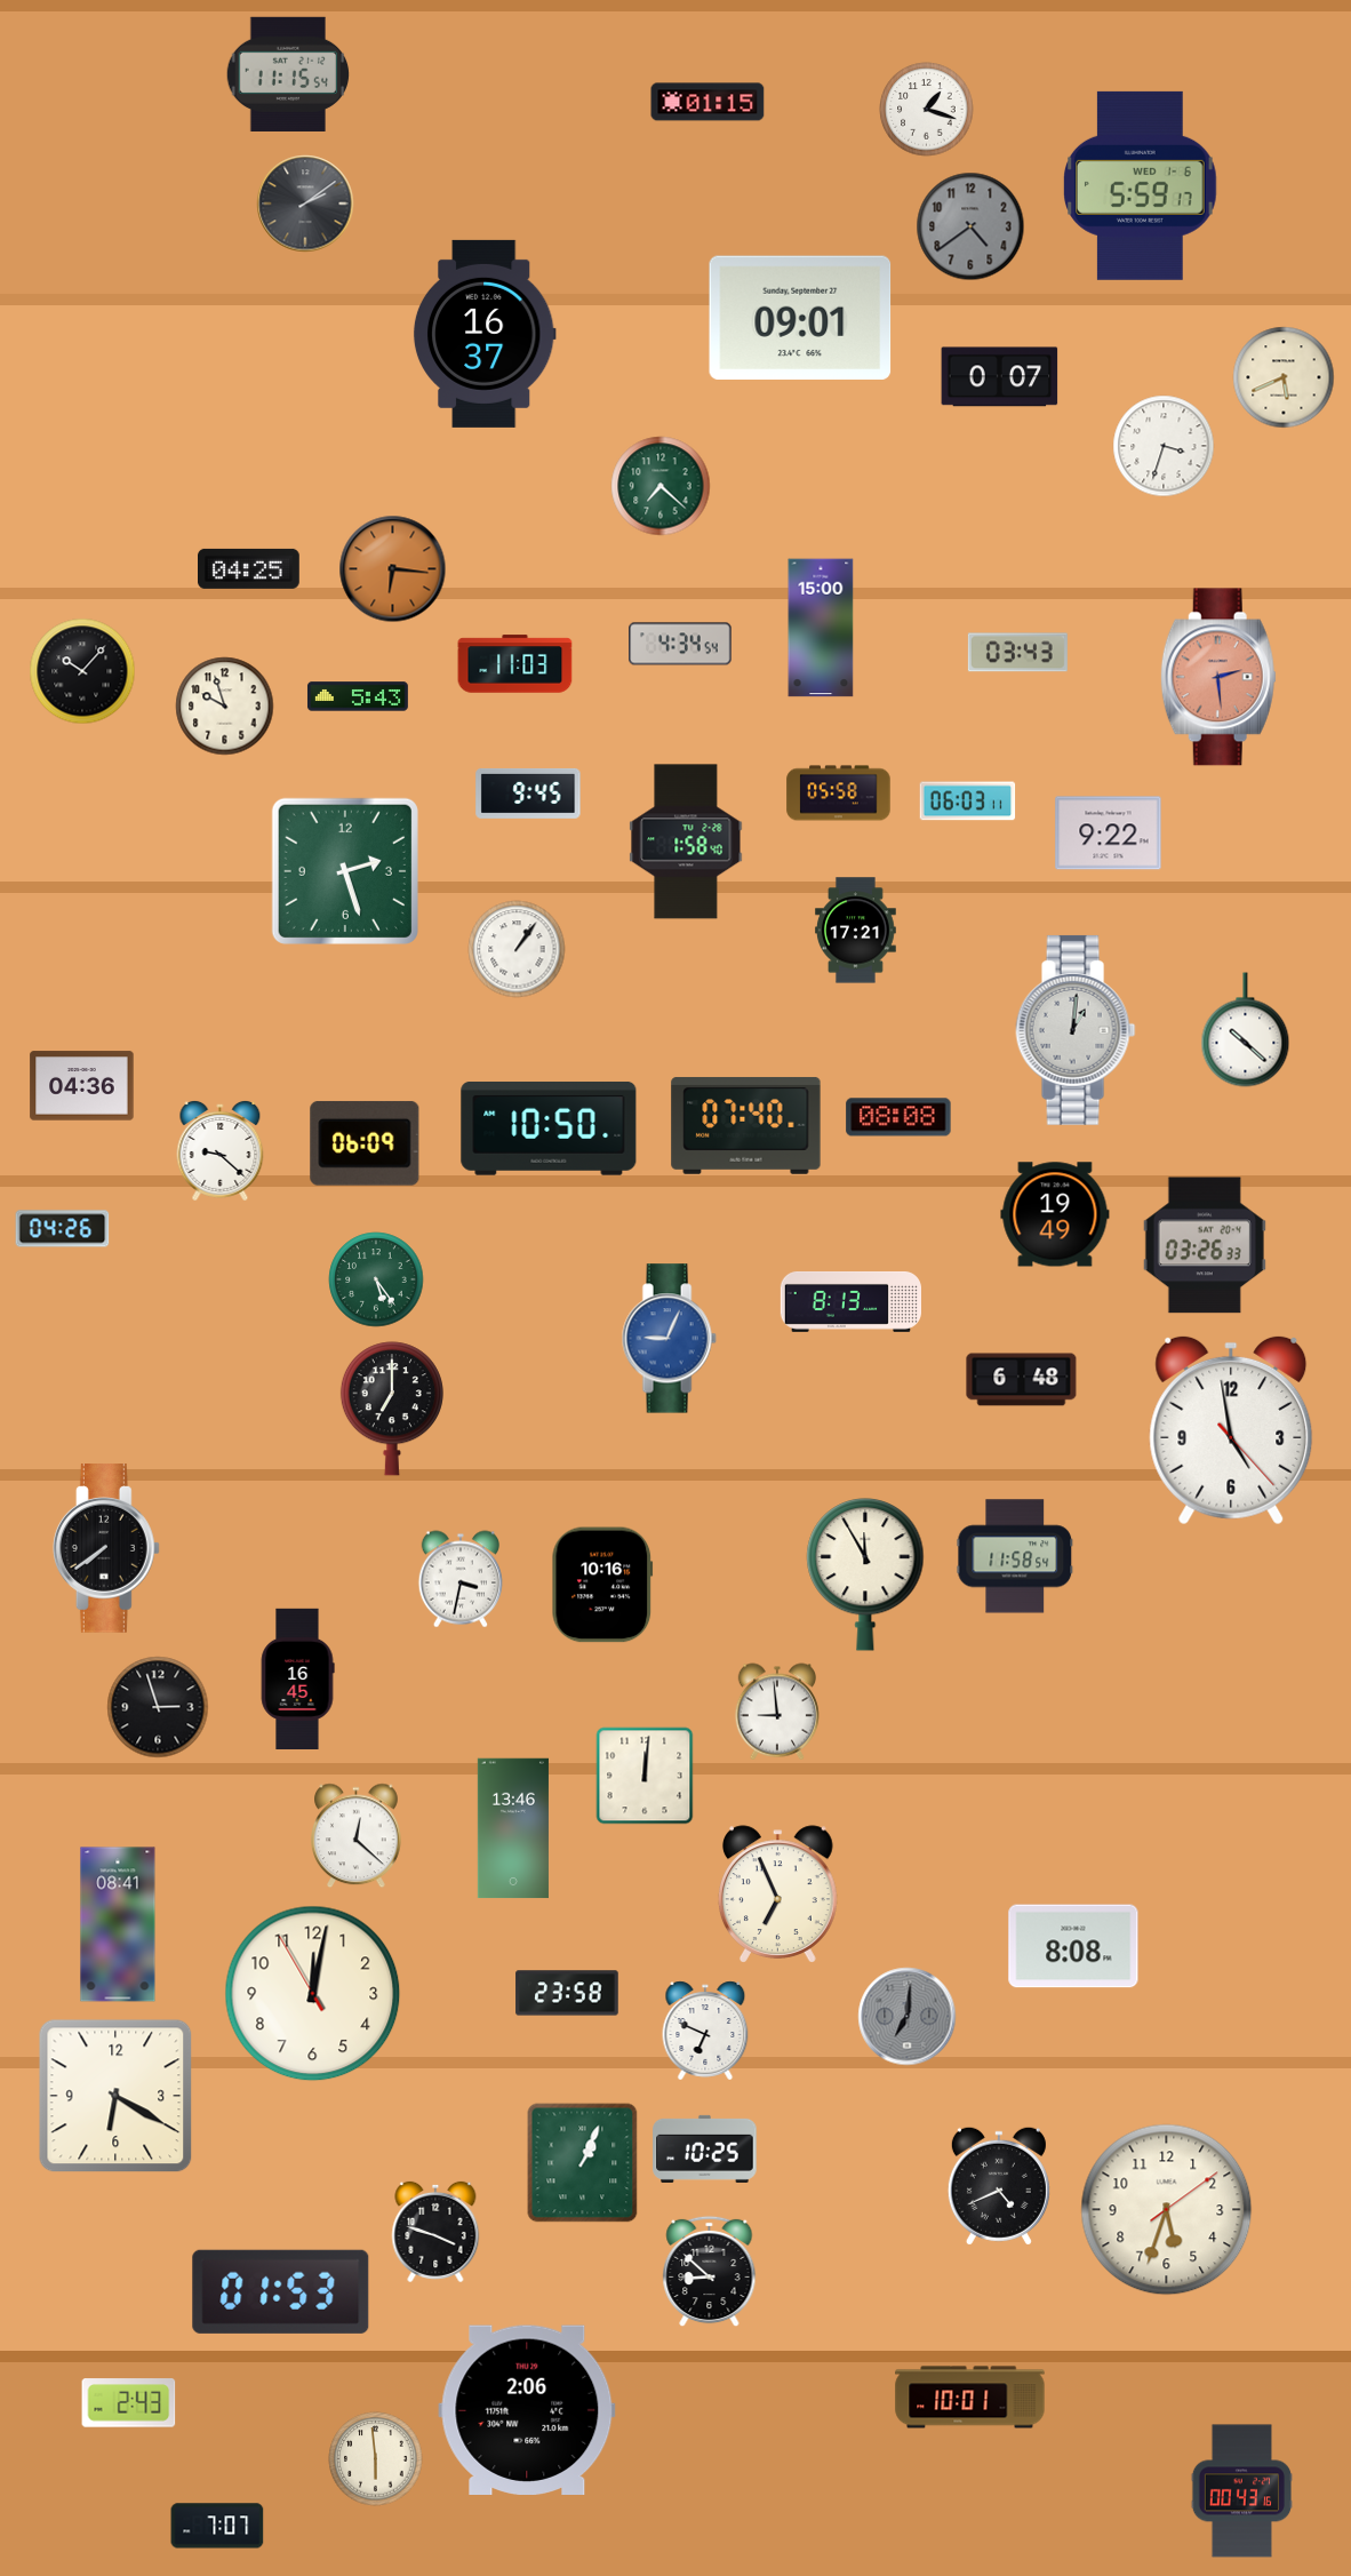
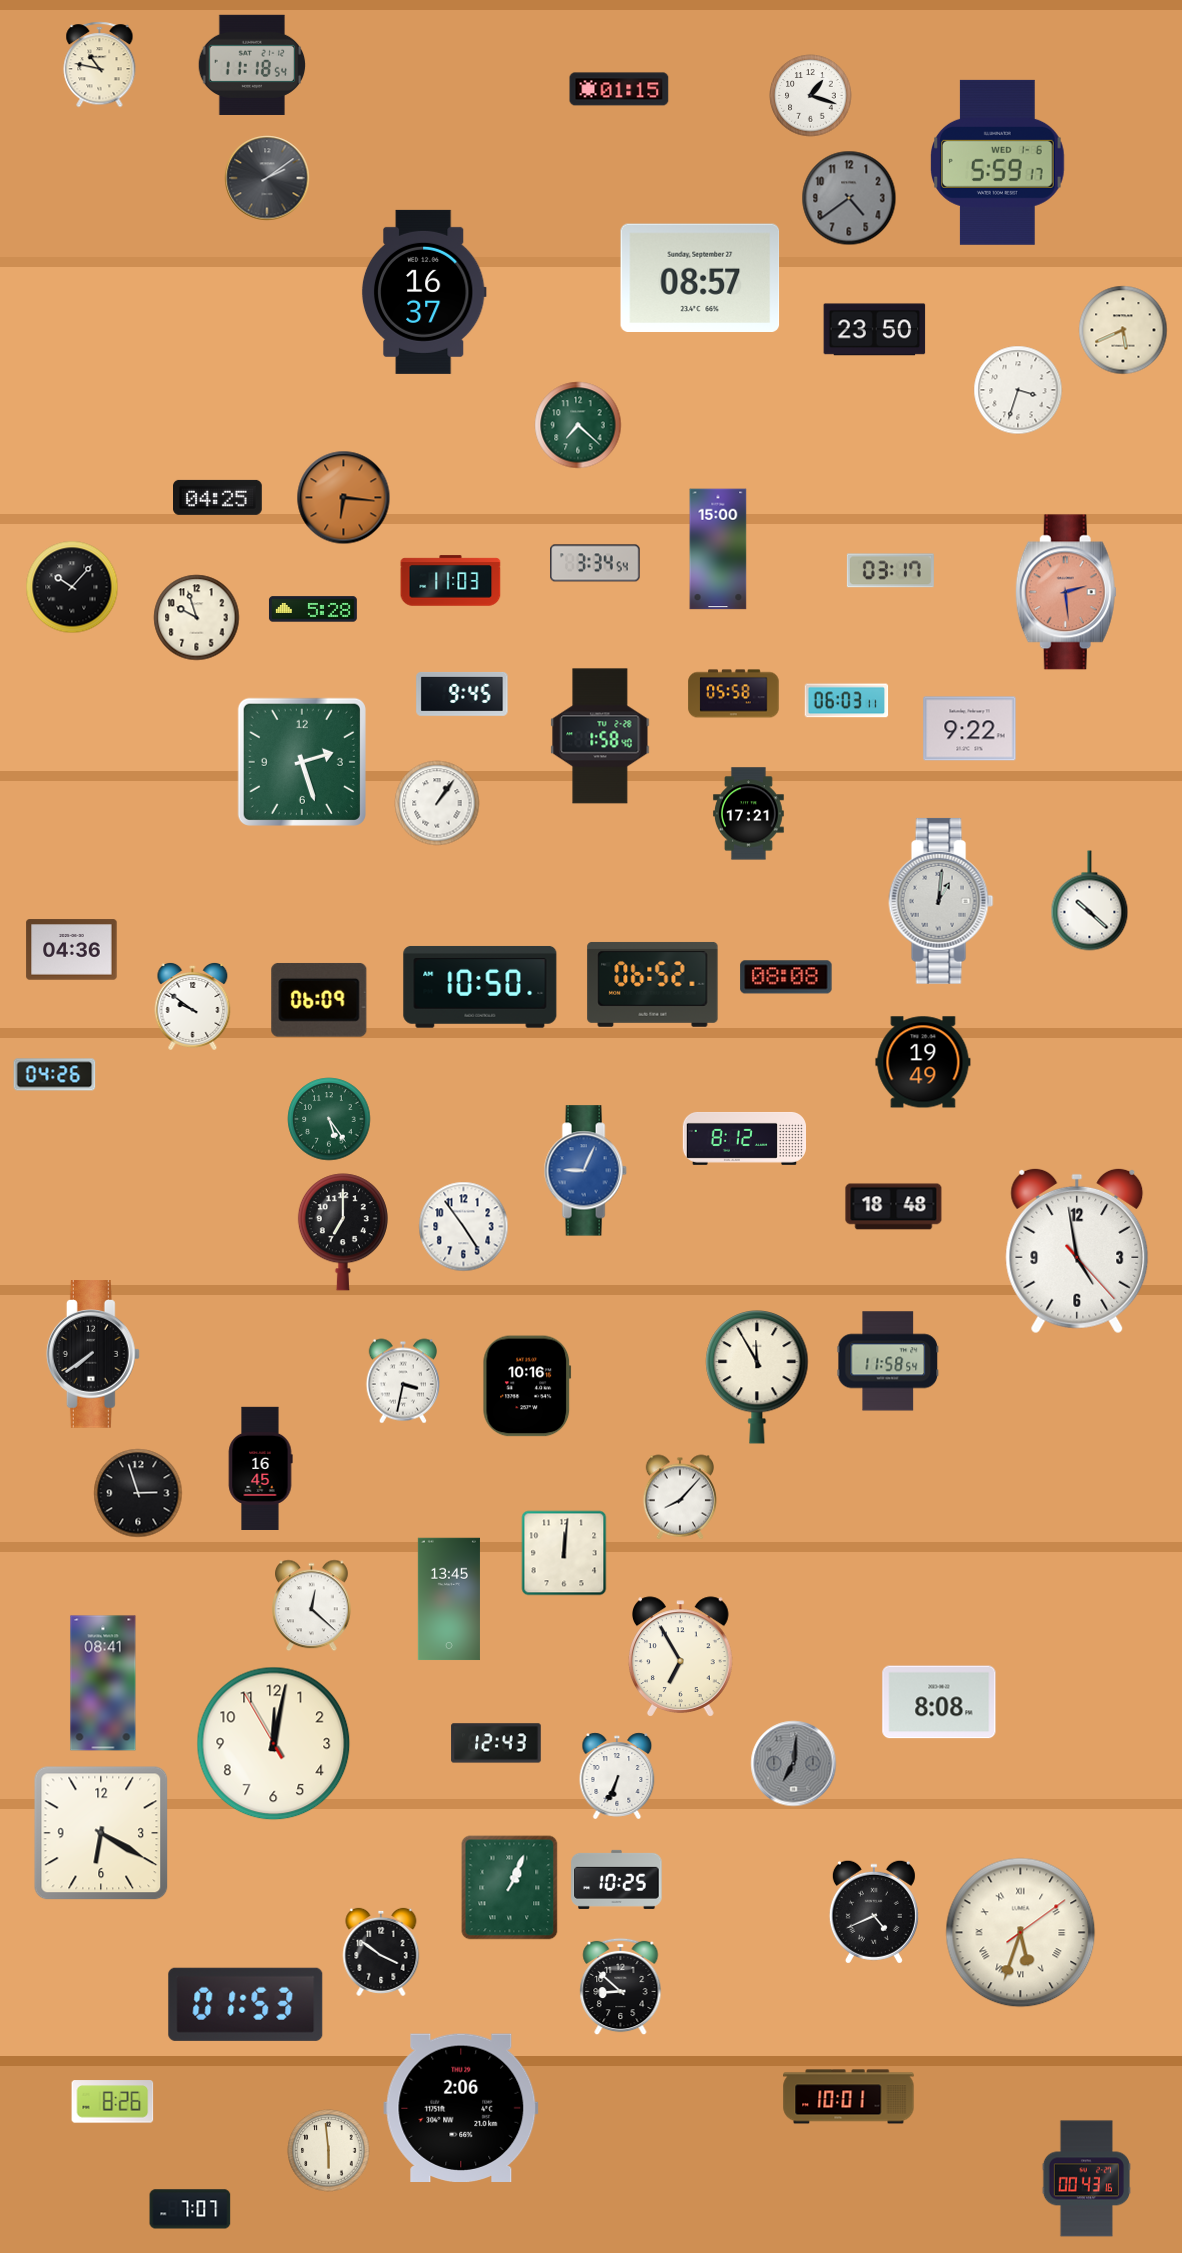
clock at (100, 65): none -> 10:47
clock at (288, 74): 11:15 -> 11:18
clock at (800, 317): 09:01 -> 08:57
clock at (1000, 377): 0:07 -> 23:50
clock at (680, 644): 4:34 -> 3:34
clock at (1017, 653): 03:43 -> 03:17
clock at (358, 696): 5:43 -> 5:28
clock at (517, 949) position: (517, 949) -> (437, 803)
clock at (746, 1125): 07:40 -> 06:52
clock at (221, 1151): 9:22 -> 9:51
clock at (1205, 1245): 03:26 -> none
clock at (850, 1301): 8:13 -> 8:12
clock at (1022, 1380): 6:48 -> 18:48
clock at (464, 1227): none -> 4:54
clock at (776, 1712): 8:59 -> 8:07
clock at (513, 1828): 13:46 -> 13:45
clock at (778, 1895): 6:56 -> 6:55
clock at (567, 1993): 23:58 -> 12:43
clock at (705, 2031): 6:49 -> 6:34
clock at (583, 2163) position: (583, 2163) -> (510, 1888)
clock at (1167, 2210) numerals: Arabic -> Roman
clock at (435, 2232): 3:48 -> 3:51
clock at (129, 2403): 2:43 -> 8:26
